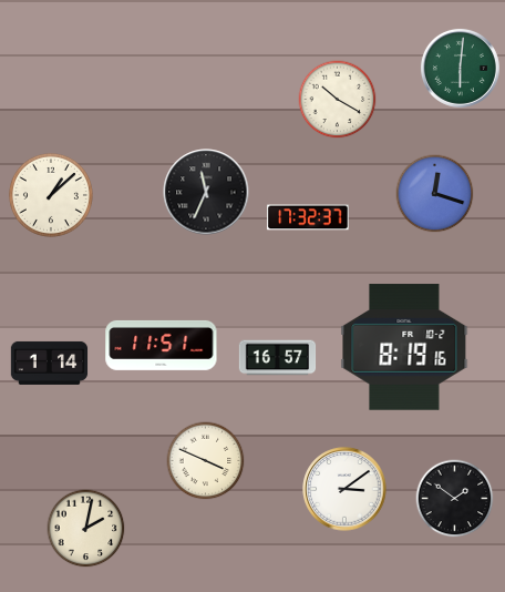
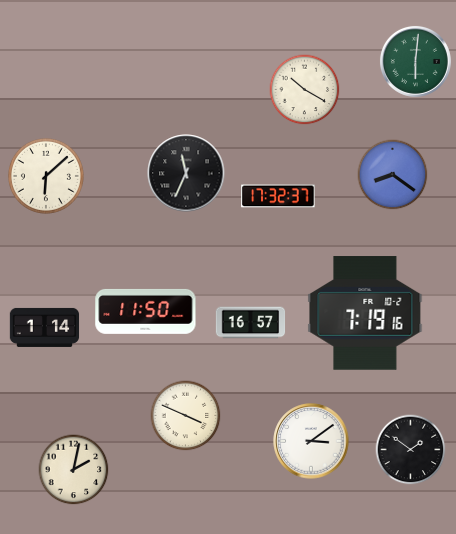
clock at (435, 194): 12:18 -> 8:21
clock at (51, 195): 1:08 -> 6:08
clock at (162, 345): 11:51 -> 11:50
clock at (404, 347): 8:19 -> 7:19
clock at (86, 529) position: (86, 529) -> (74, 470)
